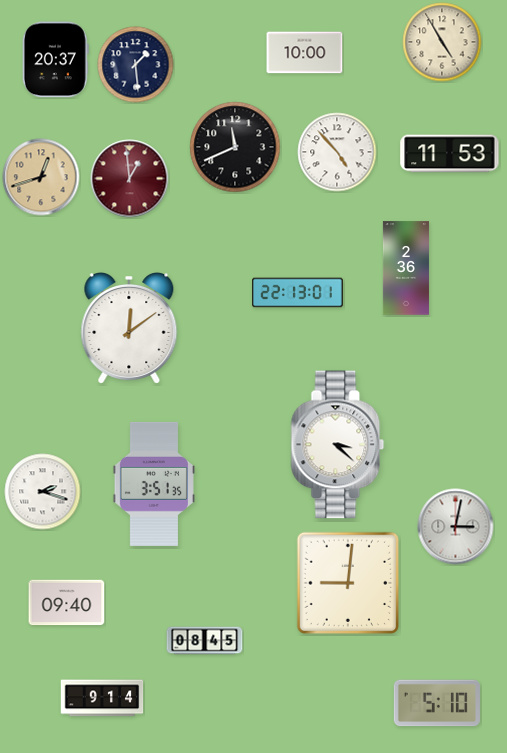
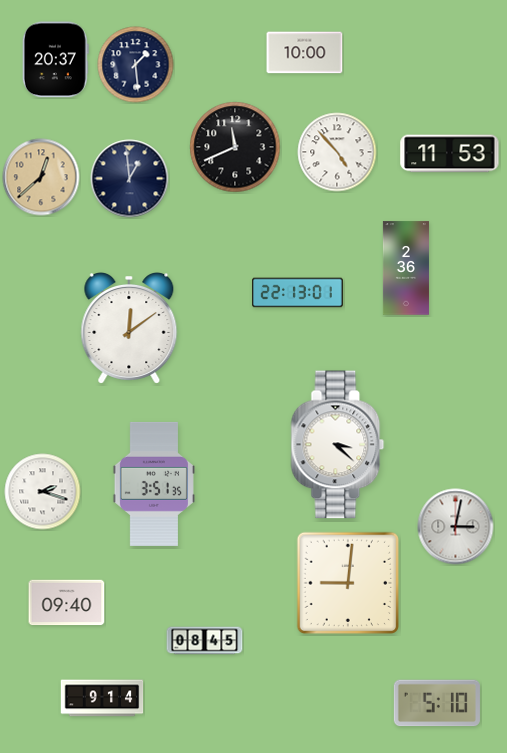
clock at (442, 42): 4:55 -> none
clock at (41, 177): 12:42 -> 12:38
clock at (130, 179) dial: burgundy -> navy
